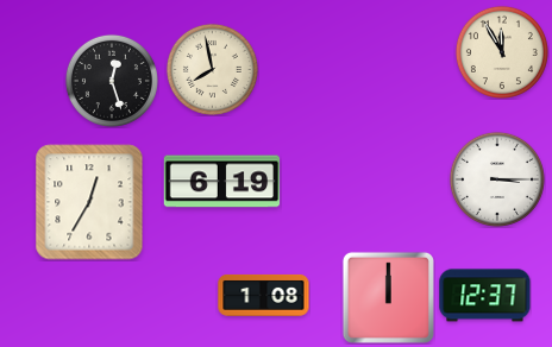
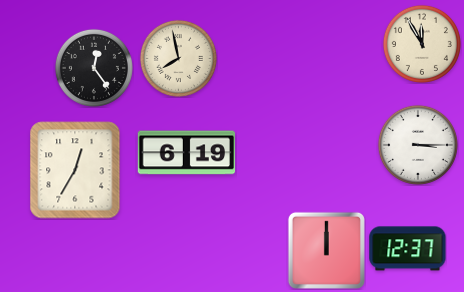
clock at (112, 81): 12:27 -> 12:24
clock at (497, 179) position: (497, 179) -> (418, 145)
clock at (264, 296): 1:08 -> none
